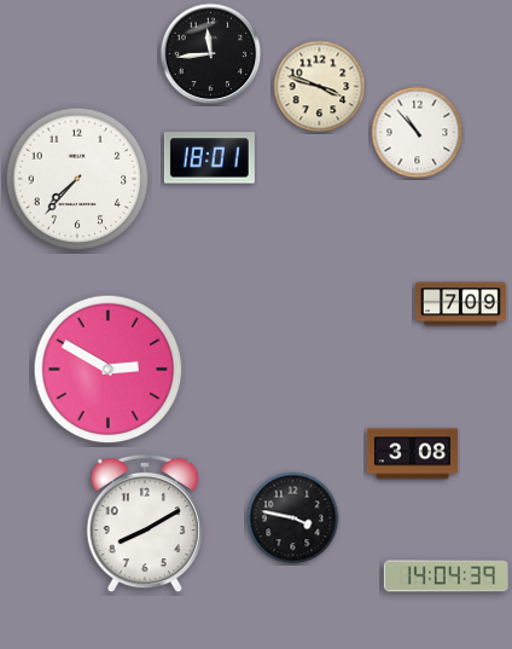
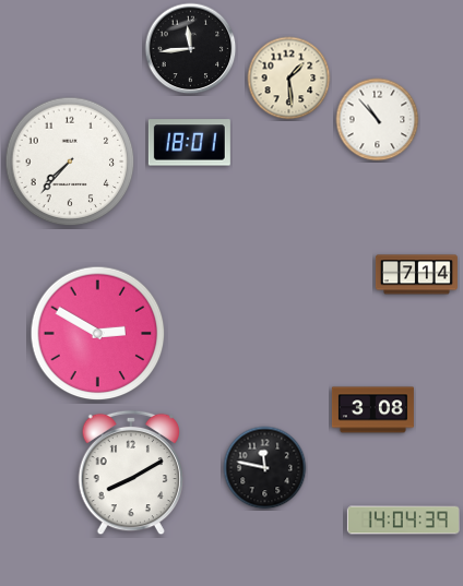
clock at (320, 87): 3:48 -> 1:29
clock at (460, 305): 7:09 -> 7:14
clock at (293, 518): 3:47 -> 11:47
